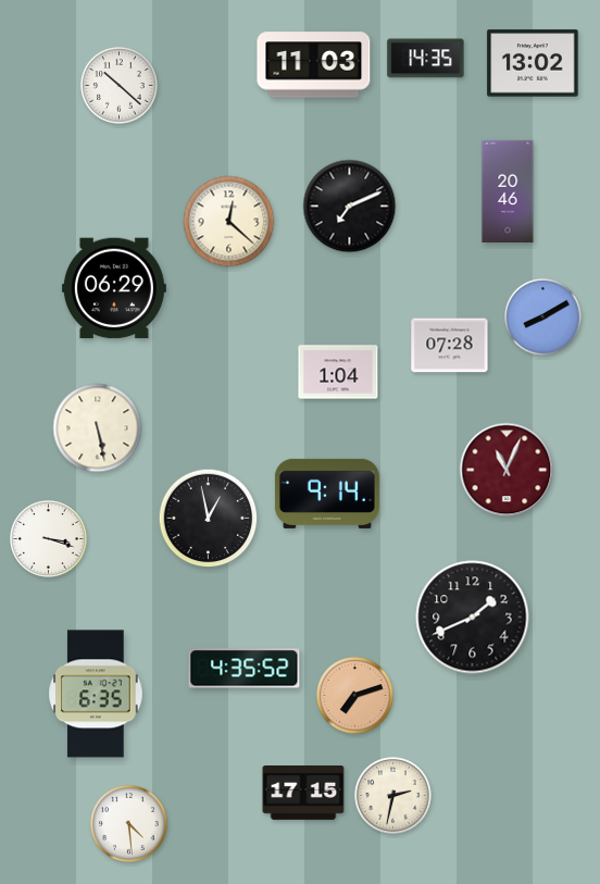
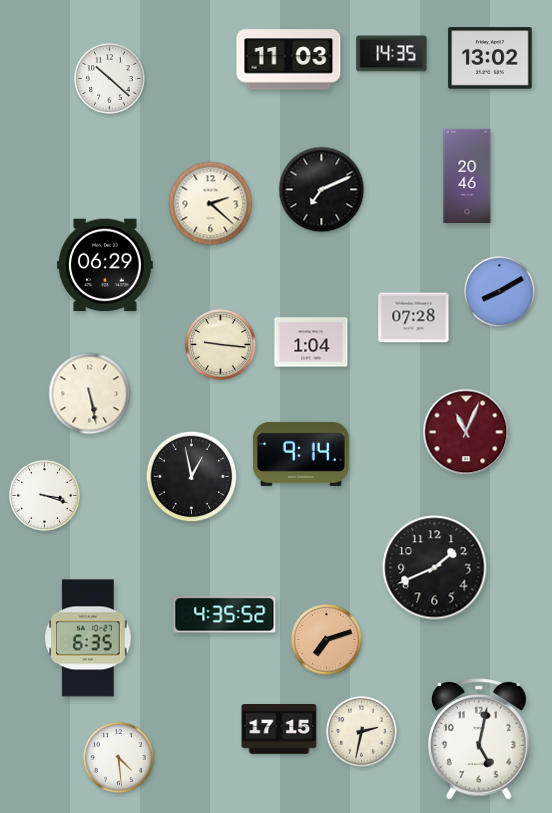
clock at (229, 222): 12:22 -> 2:22
clock at (221, 345): none -> 9:16
clock at (480, 739): none -> 5:02
